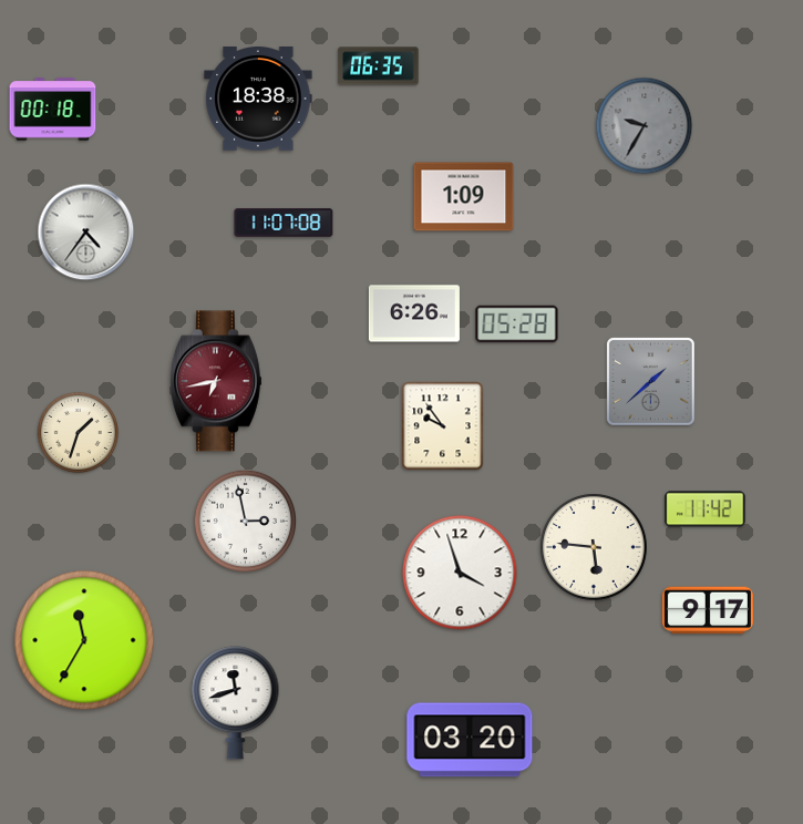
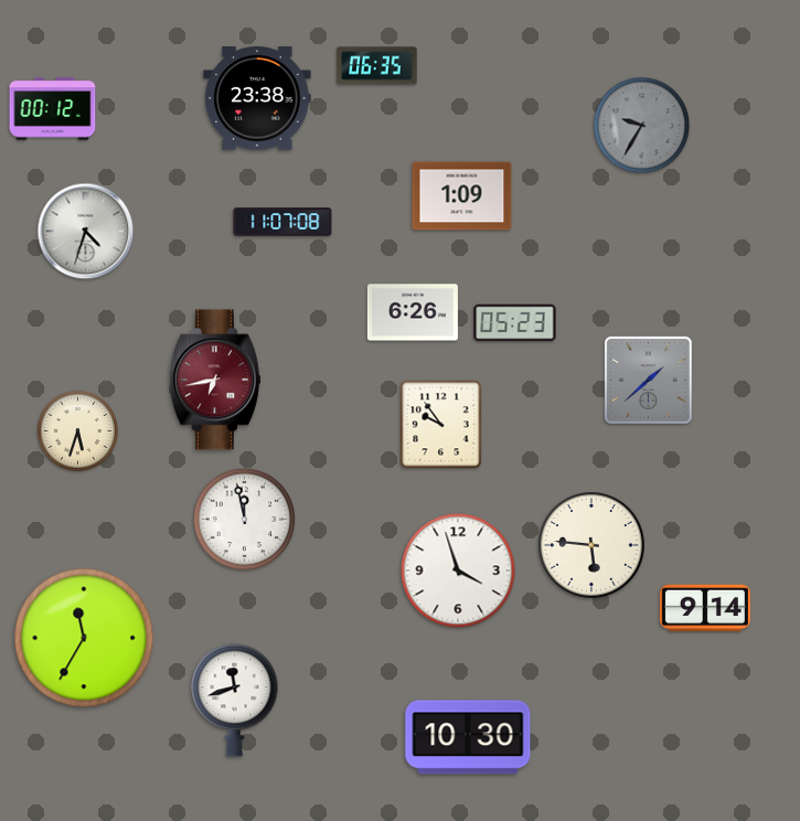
clock at (258, 100): 18:38 -> 23:38
clock at (53, 110): 00:18 -> 00:12
clock at (86, 233): 4:36 -> 4:33
clock at (517, 325): 05:28 -> 05:23
clock at (78, 432): 1:33 -> 5:33
clock at (706, 509): 11:42 -> none
clock at (245, 521): 2:58 -> 11:58
clock at (708, 610): 9:17 -> 9:14
clock at (470, 740): 03:20 -> 10:30
